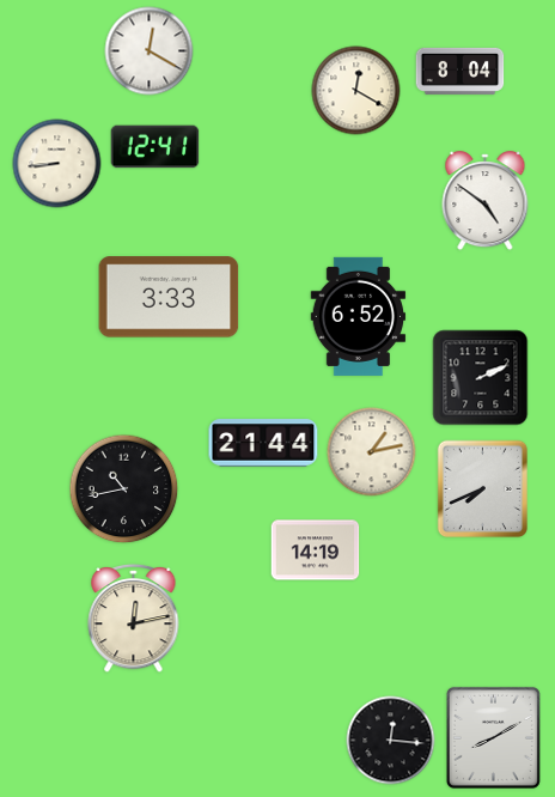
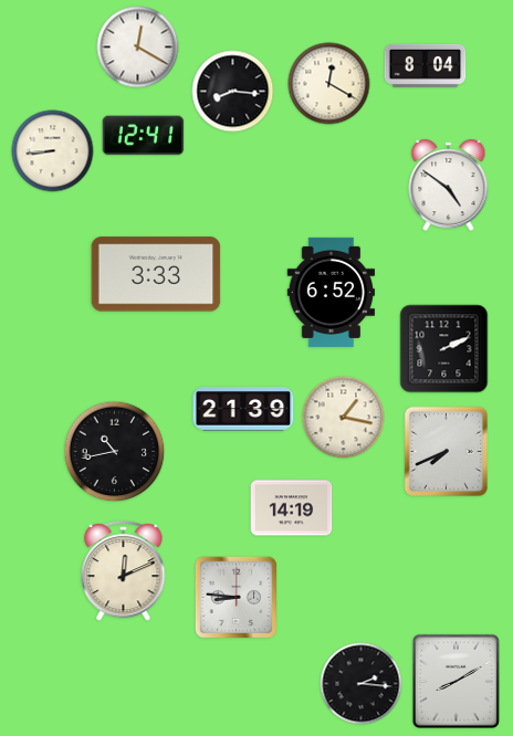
clock at (233, 92): none -> 8:16
clock at (263, 443): 21:44 -> 21:39
clock at (372, 452): 1:13 -> 1:17
clock at (134, 617): 12:13 -> 12:11
clock at (237, 598): none -> 8:46
clock at (391, 741): 12:16 -> 2:16
